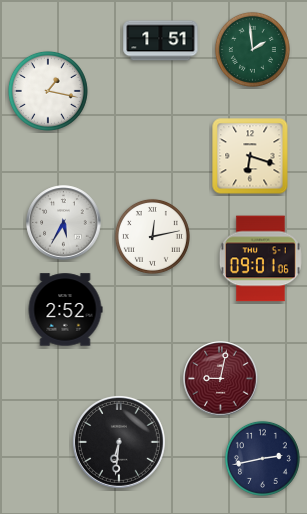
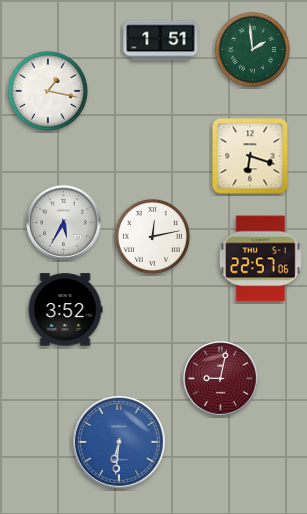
clock at (260, 259): 09:01 -> 22:57
clock at (65, 310): 2:52 -> 3:52
clock at (119, 443) dial: black -> blue
clock at (262, 458): 2:43 -> none
